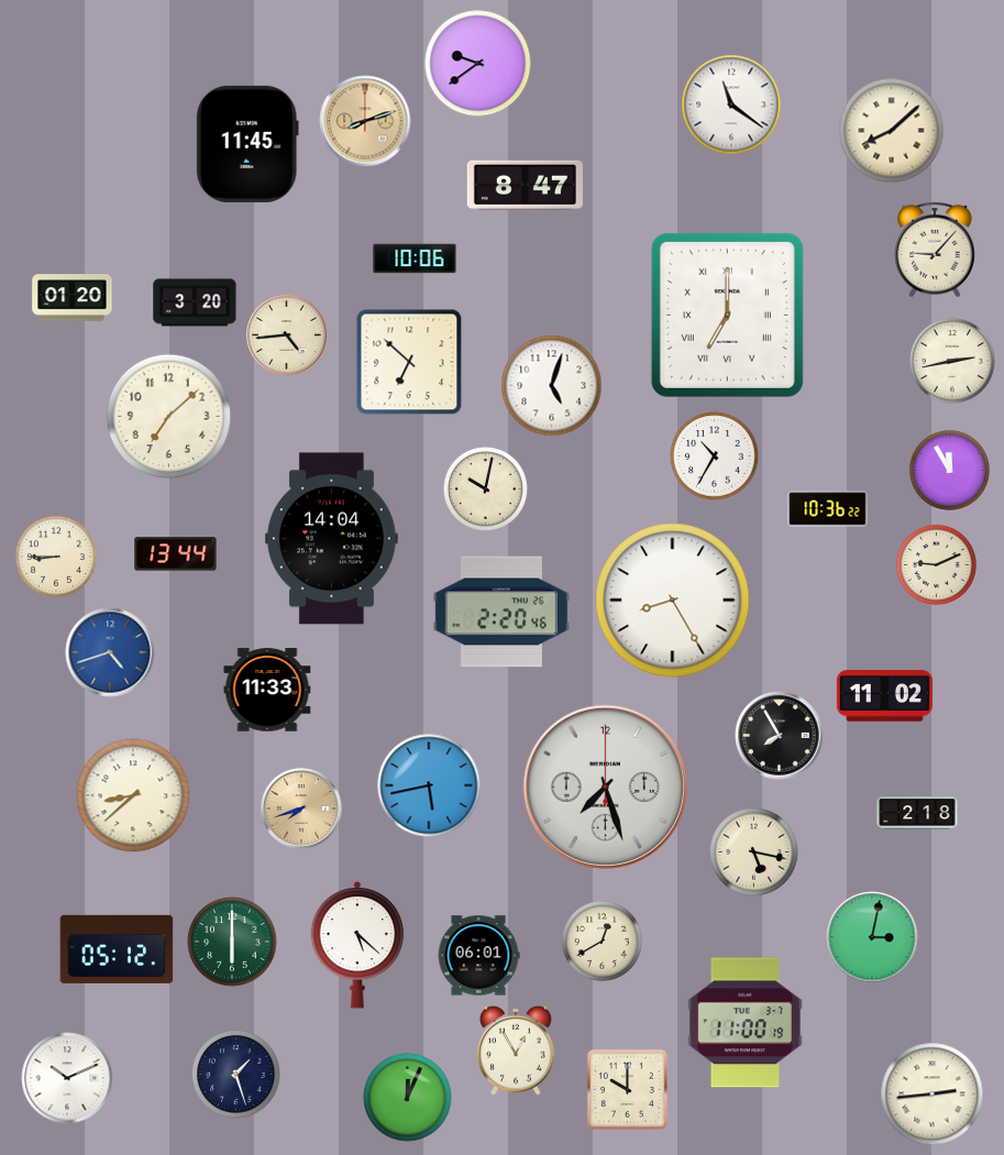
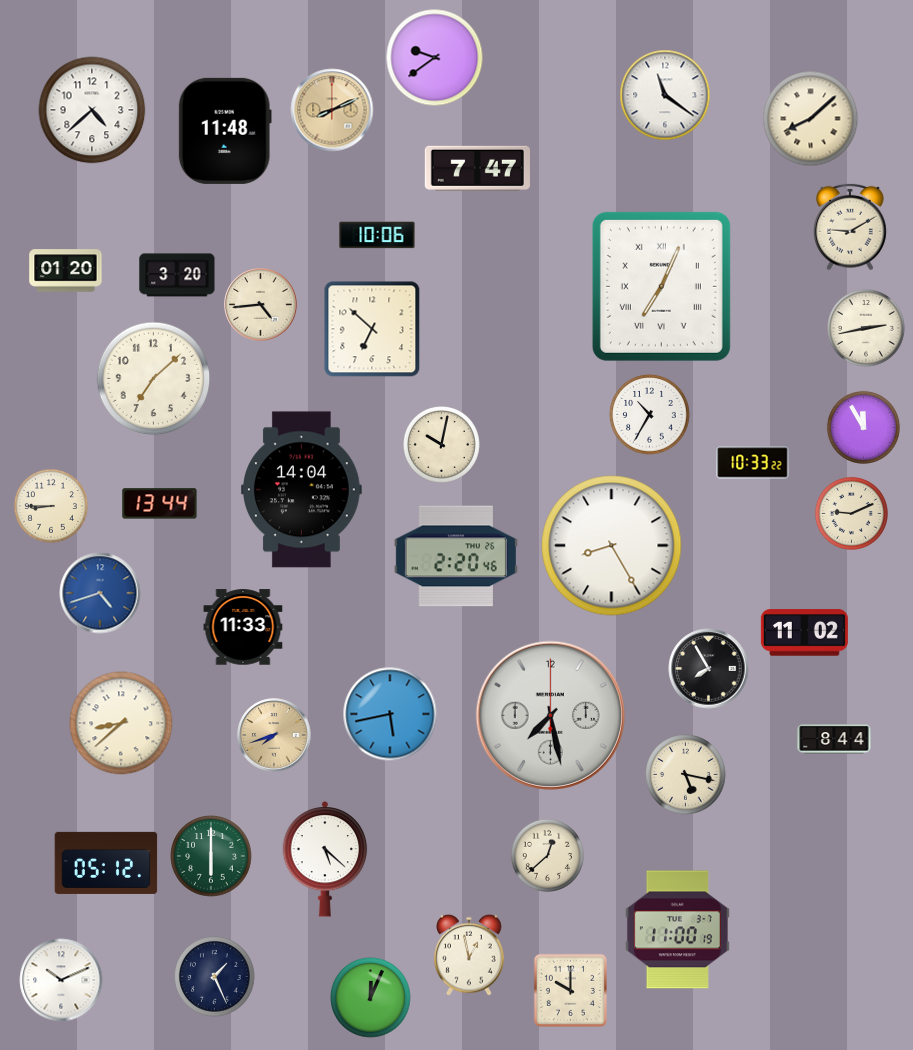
clock at (92, 110): none -> 4:38
clock at (365, 121): 8:12 -> 8:11
clock at (247, 144): 11:45 -> 11:48
clock at (525, 185): 8:47 -> 7:47
clock at (936, 250): 9:07 -> 9:10
clock at (727, 315): 7:00 -> 7:04
clock at (552, 386): 5:03 -> none
clock at (828, 509): 10:36 -> 10:33
clock at (605, 787): 7:27 -> 7:28
clock at (917, 813): 2:18 -> 8:44
clock at (872, 937): 3:02 -> none
clock at (602, 941): 12:40 -> 12:38
clock at (478, 956): 06:01 -> none
clock at (516, 1050): 12:55 -> 12:58
clock at (236, 1075): 1:27 -> 1:26
clock at (933, 1094): 2:44 -> none
